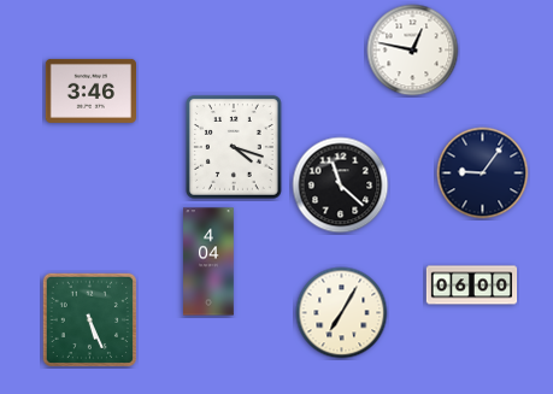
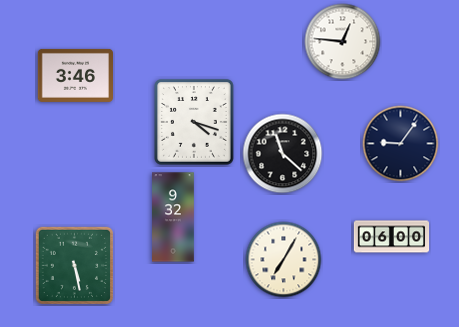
clock at (413, 51): 12:47 -> 12:46
clock at (210, 261): 4:04 -> 9:32
clock at (89, 319): 5:26 -> 5:28
